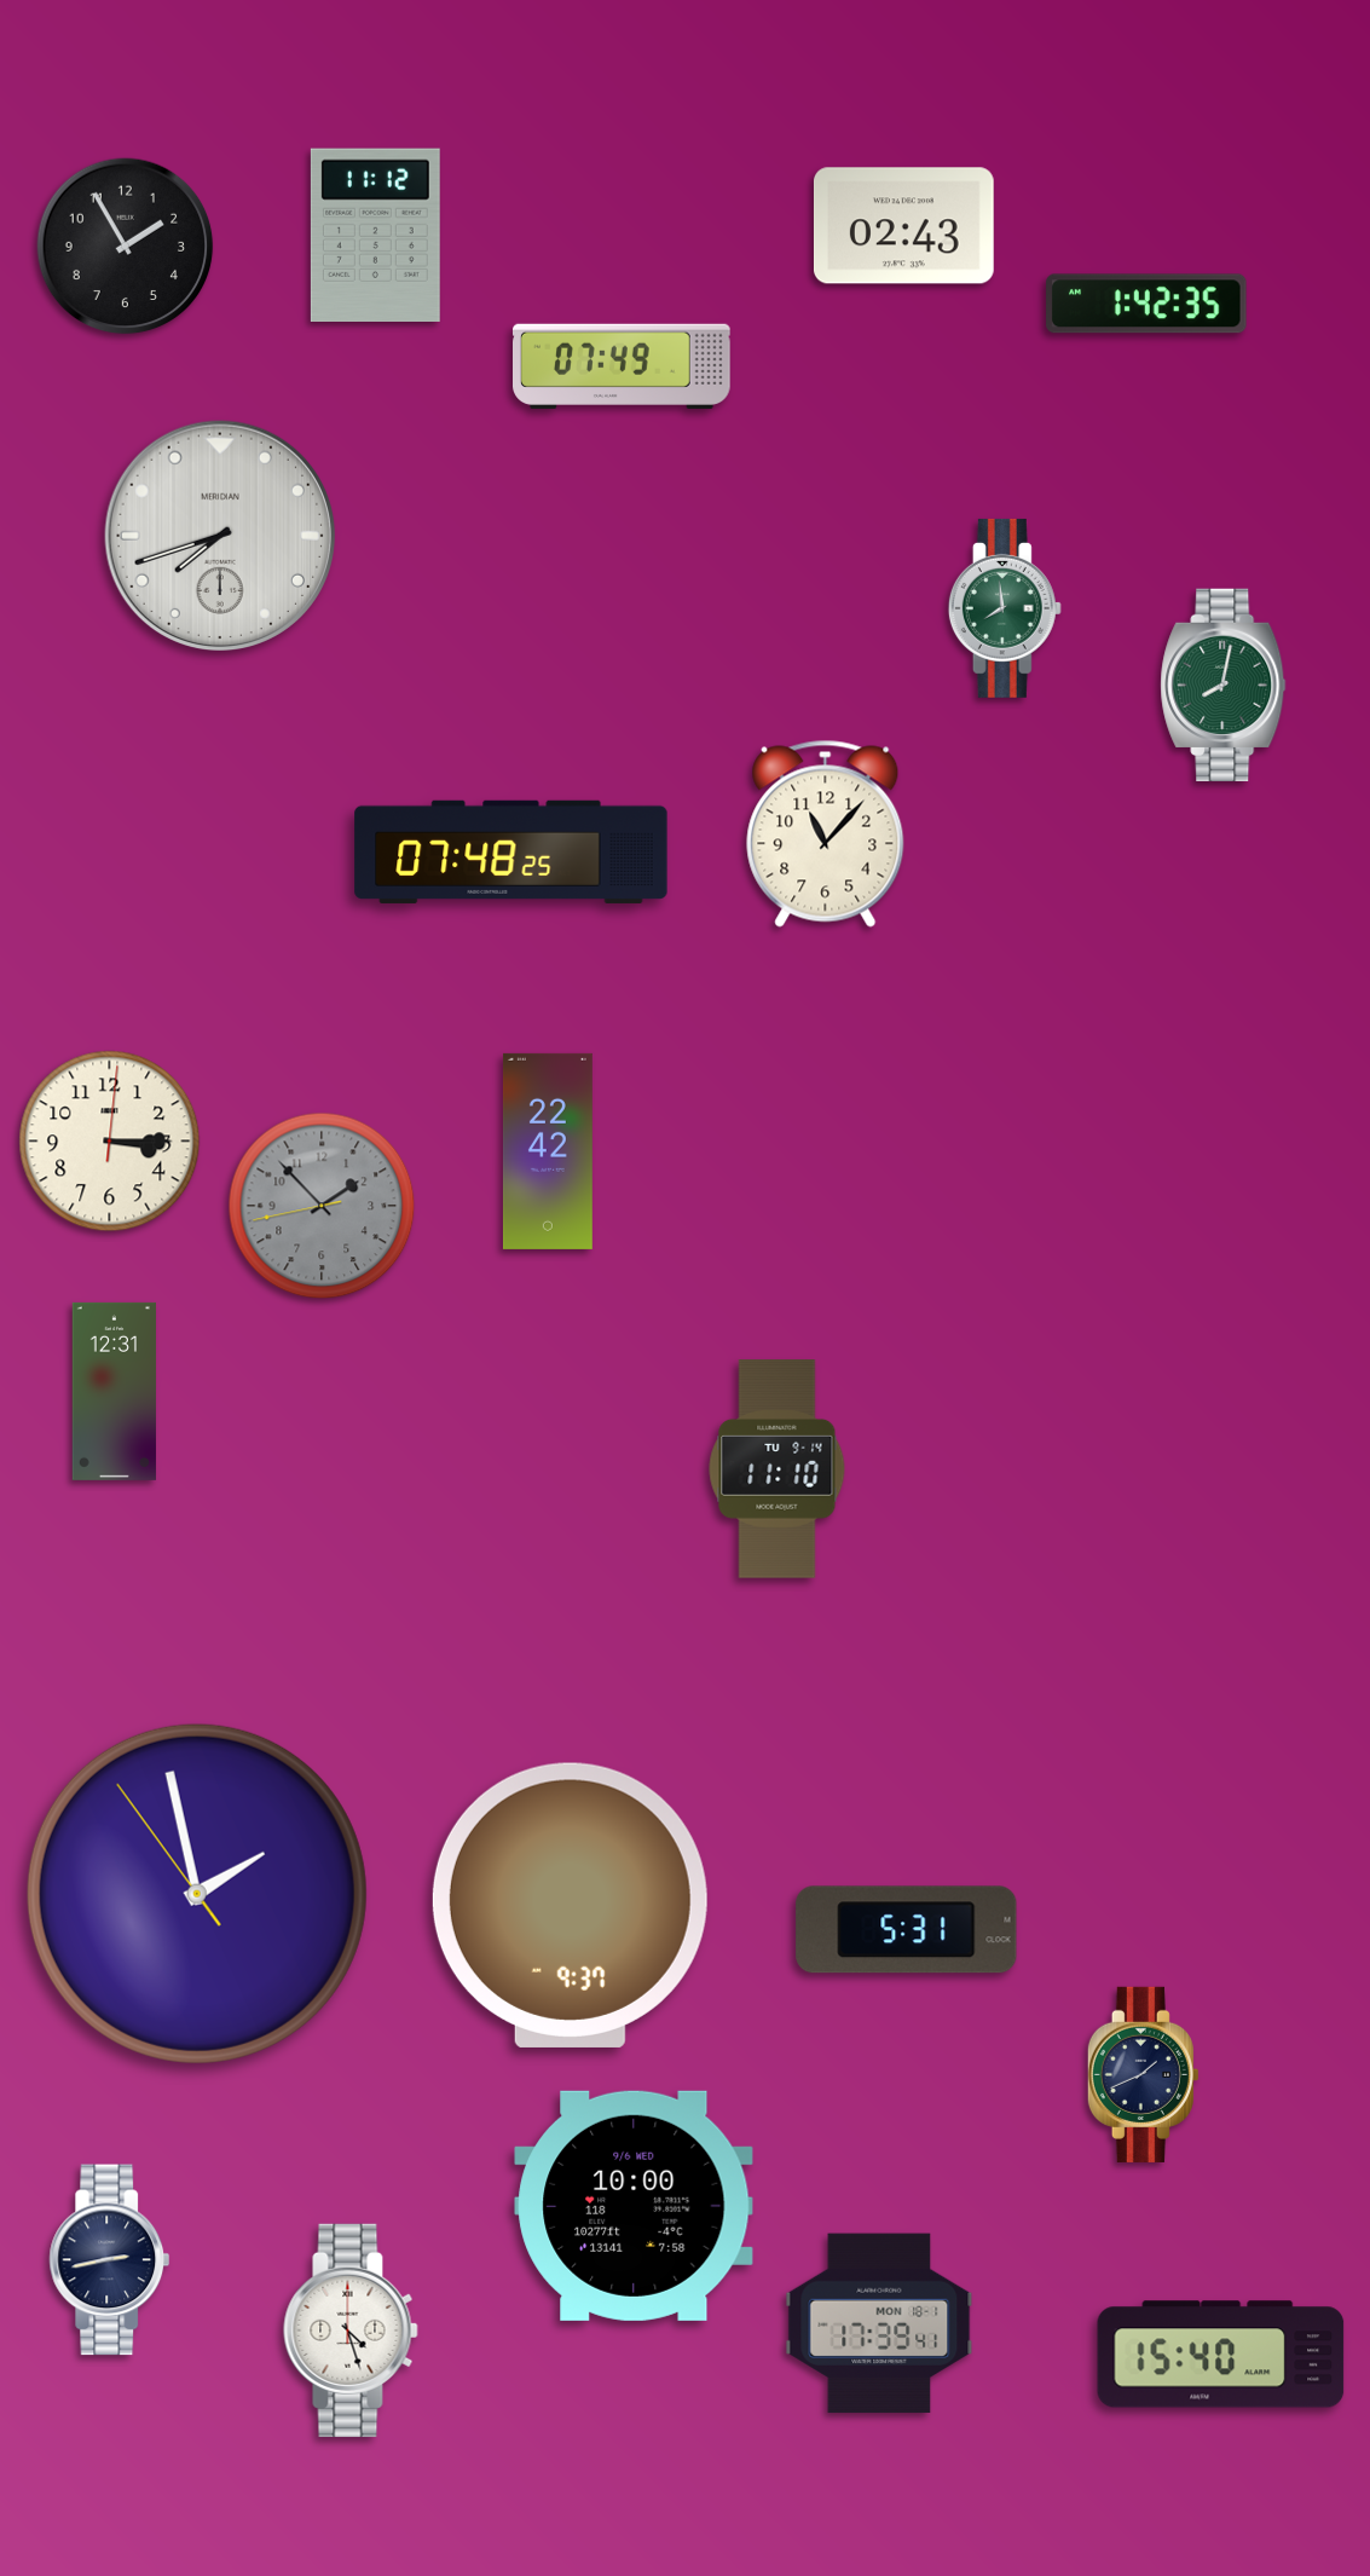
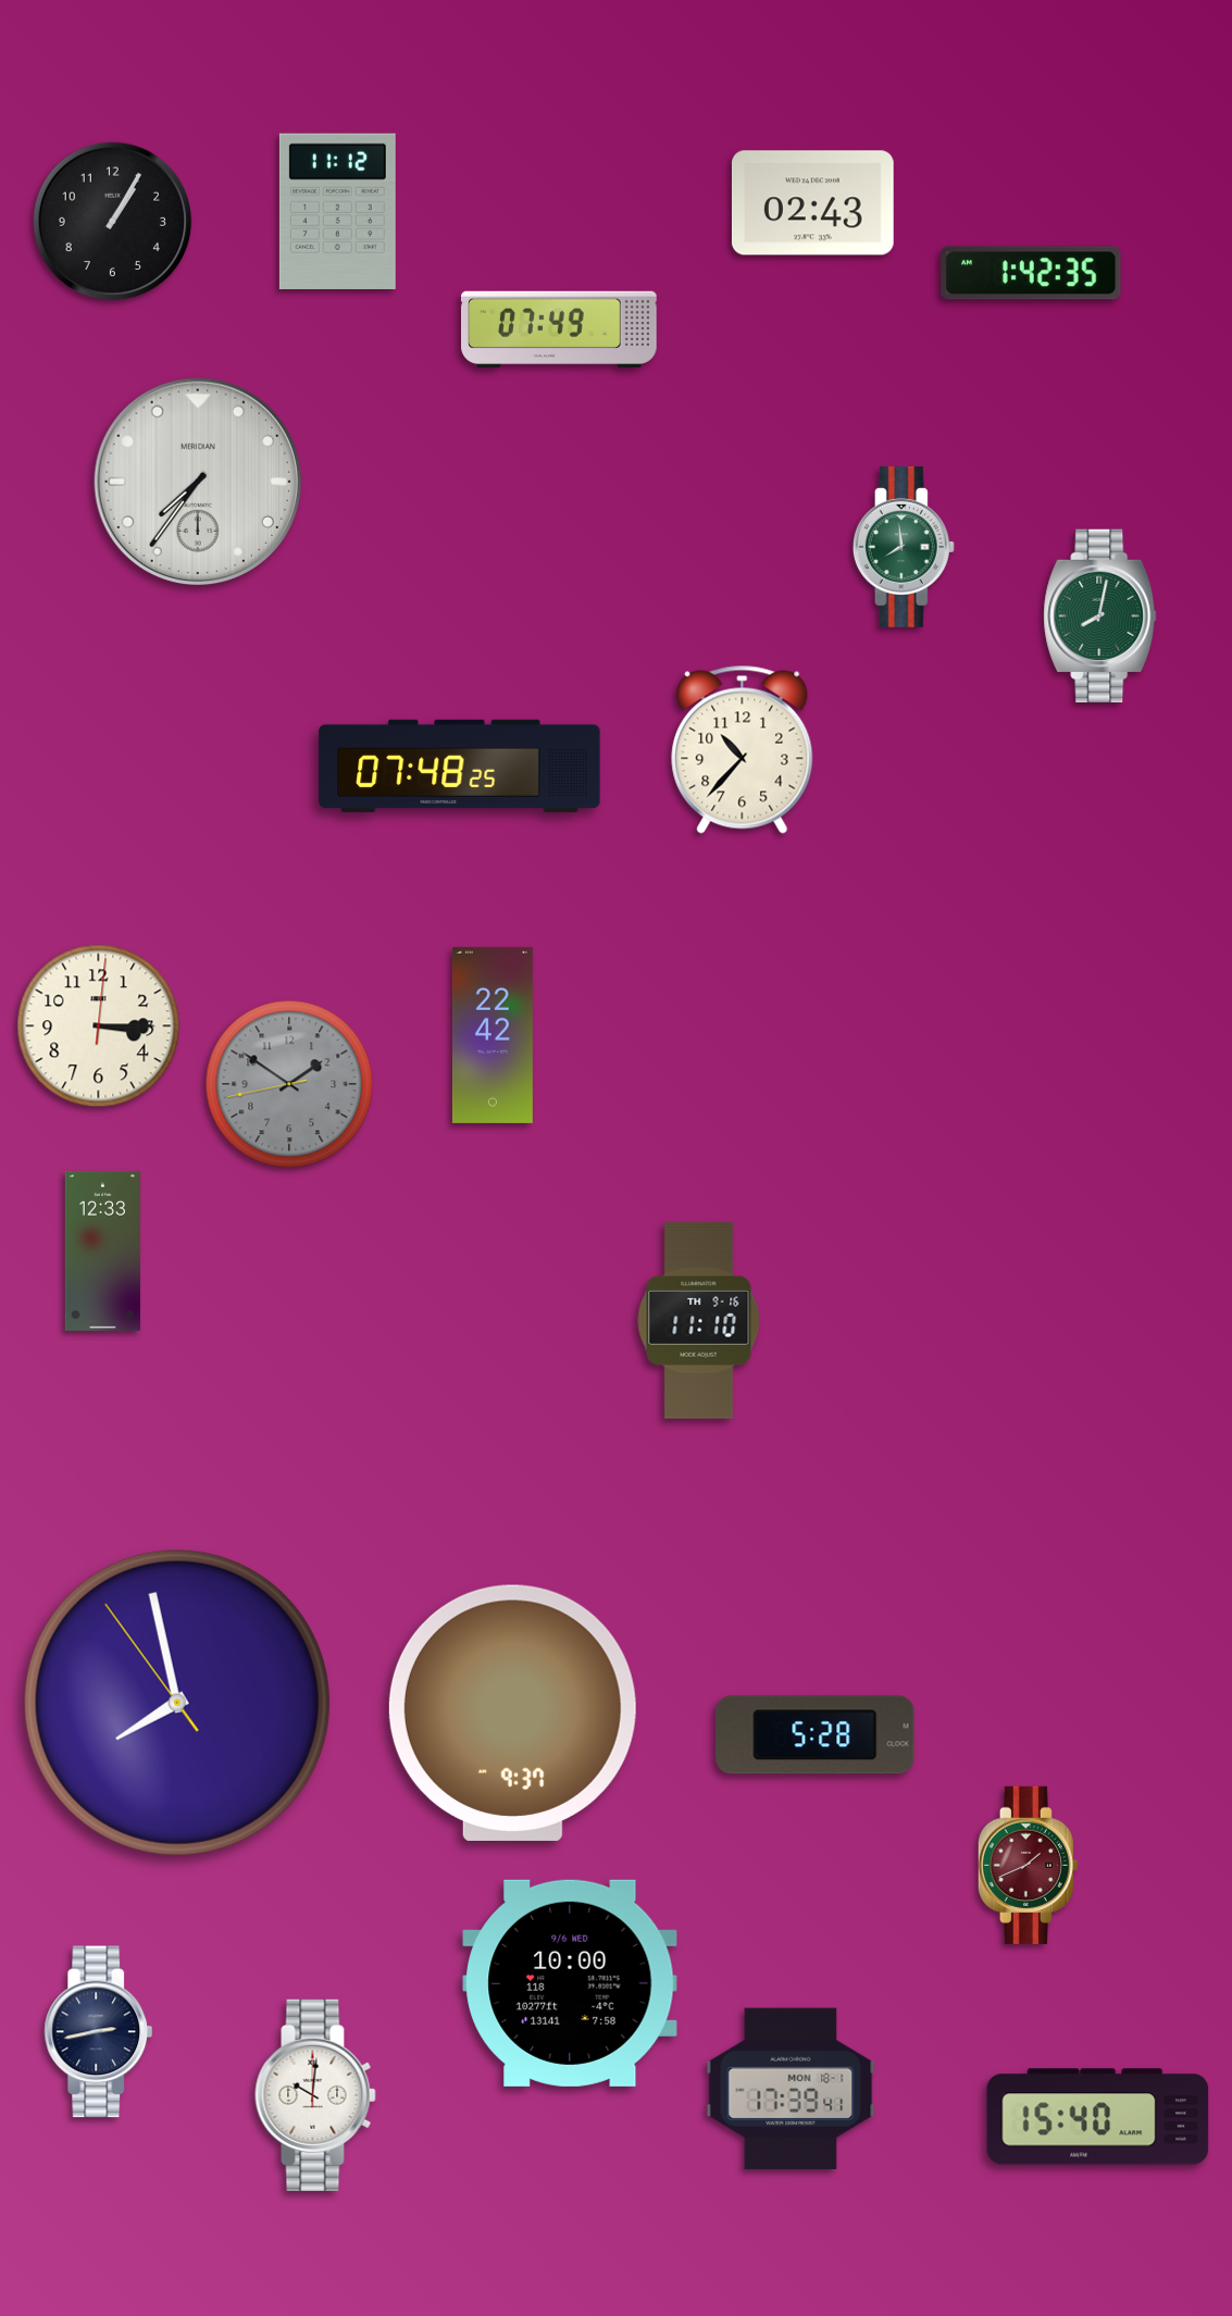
clock at (126, 247): 1:55 -> 1:05
clock at (219, 535): 7:42 -> 7:36
clock at (826, 833): 11:07 -> 10:37
clock at (322, 1206): 1:52 -> 1:50
clock at (114, 1391): 12:31 -> 12:33
clock at (778, 1469) date: TU 9-14 -> TH 9-16
clock at (197, 1894): 1:57 -> 7:57
clock at (907, 1930): 5:31 -> 5:28
clock at (1143, 2074) dial: navy -> burgundy
clock at (351, 2330): 4:27 -> 10:01
